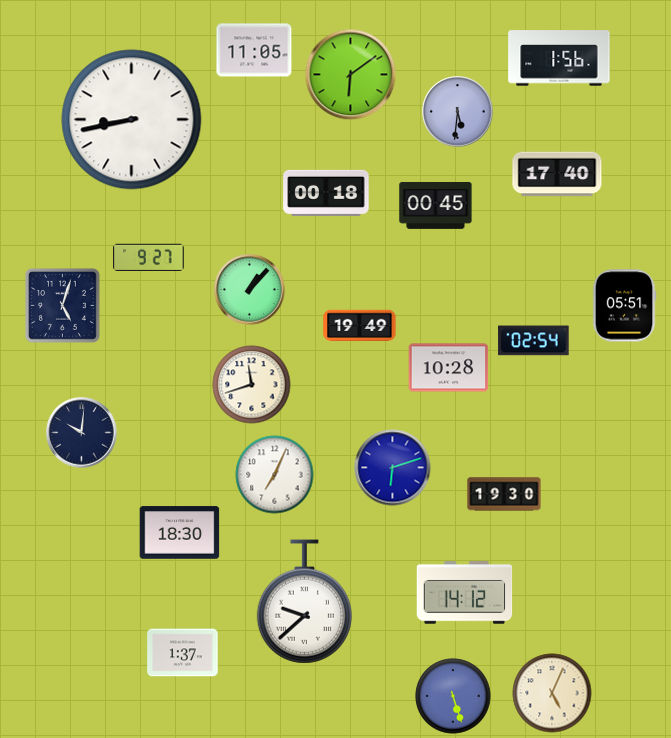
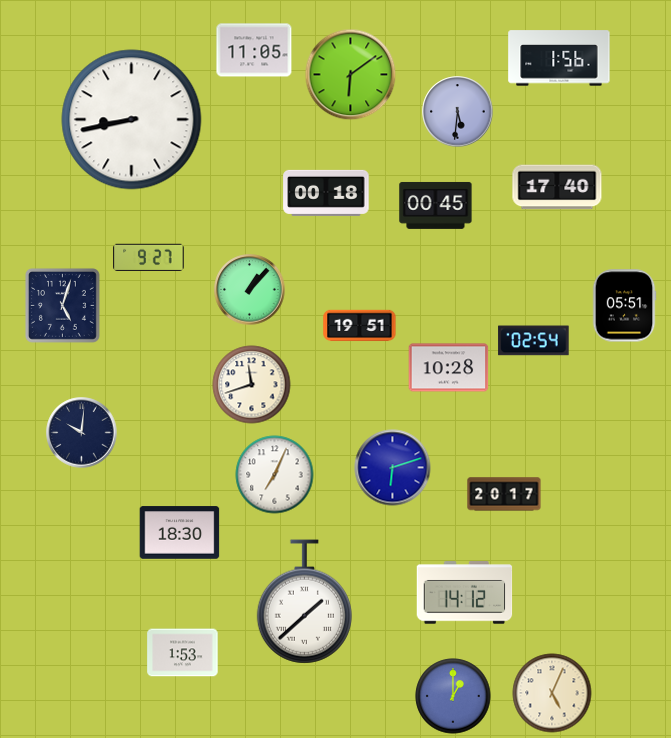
clock at (557, 174) position: (557, 174) -> (557, 187)
clock at (360, 326): 19:49 -> 19:51
clock at (504, 494): 19:30 -> 20:17
clock at (304, 602): 9:38 -> 1:38
clock at (183, 653): 1:37 -> 1:53
clock at (453, 696): 5:27 -> 1:00
